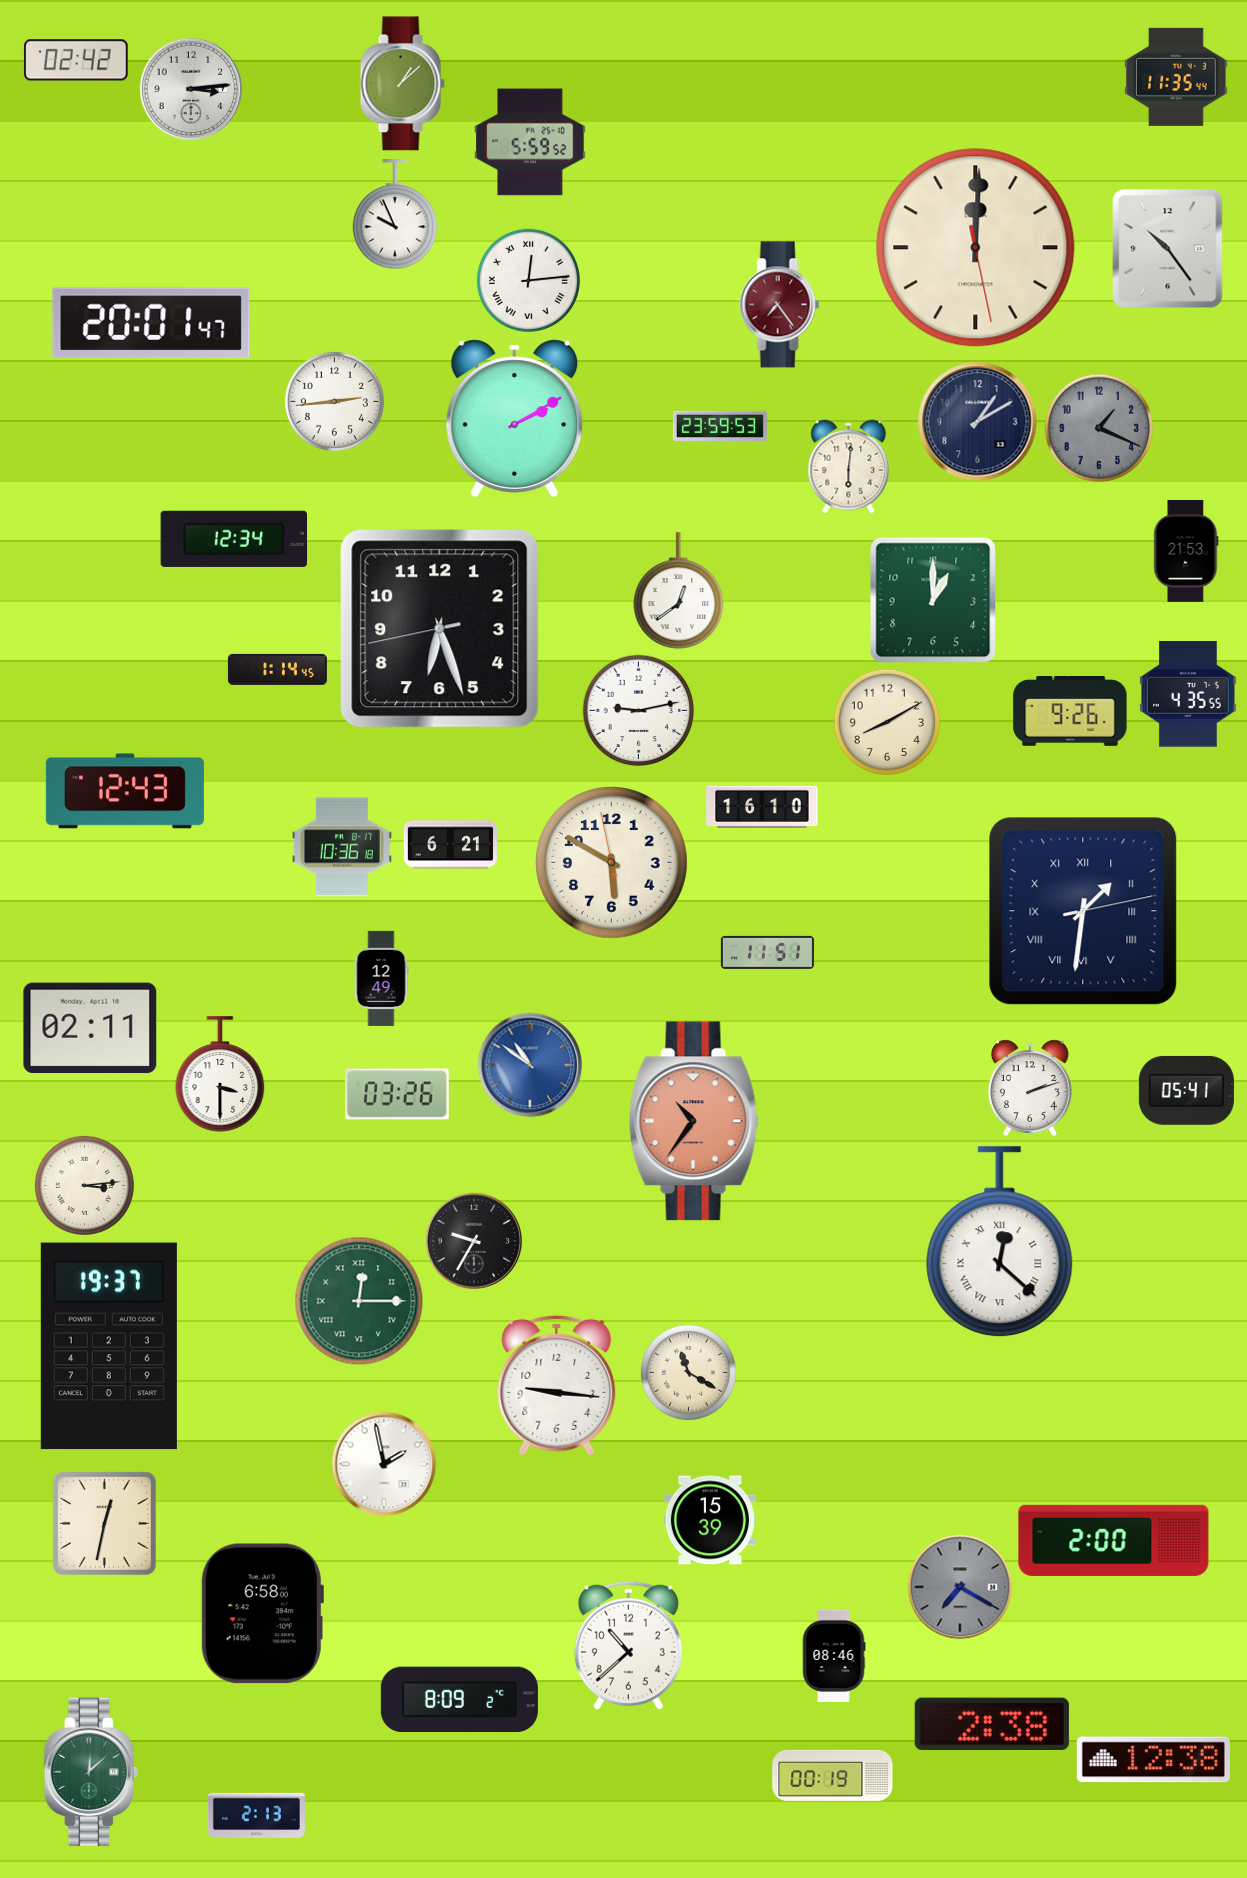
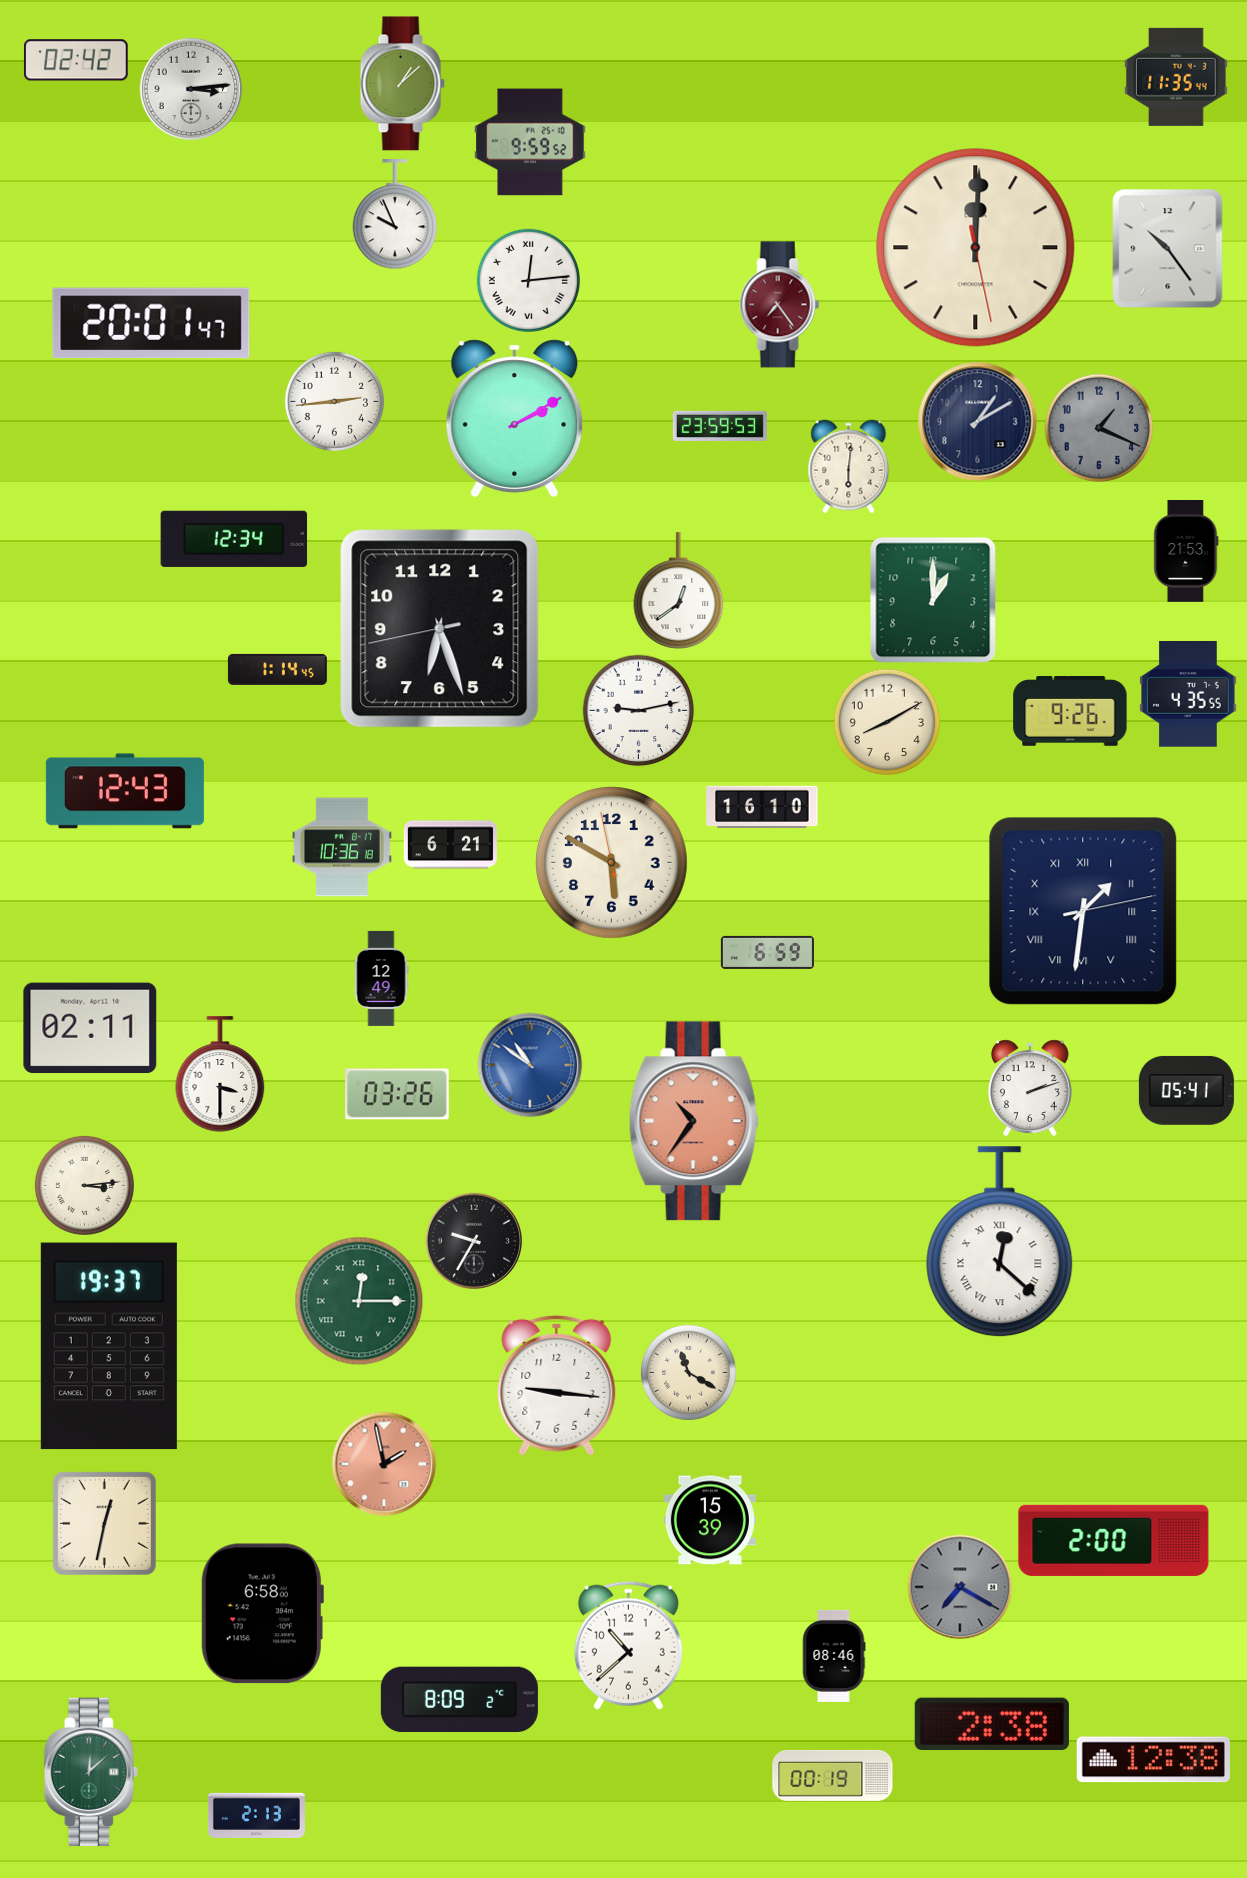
clock at (530, 142): 5:59 -> 9:59
clock at (767, 952): 11:51 -> 6:59
clock at (384, 1464) dial: white -> salmon
